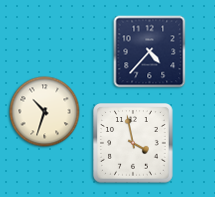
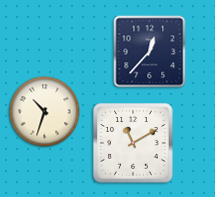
clock at (150, 52): 4:37 -> 12:37
clock at (133, 143): 3:58 -> 11:10
